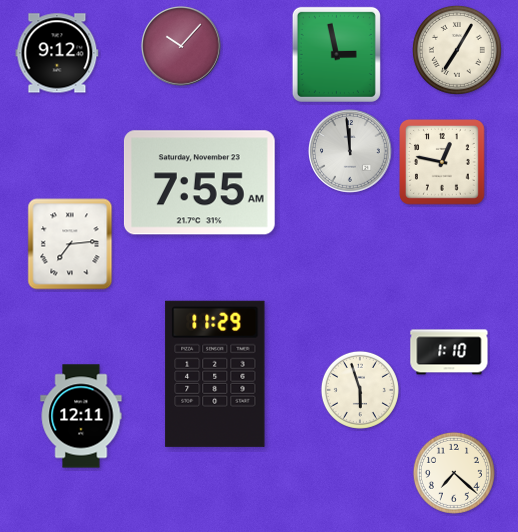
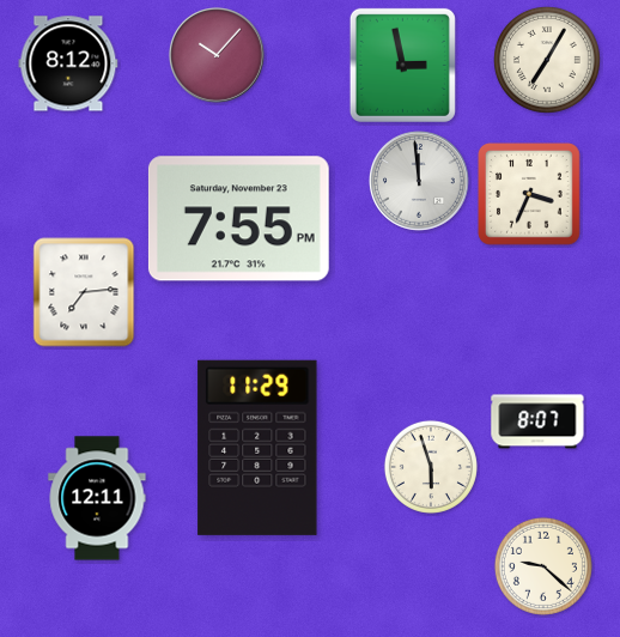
clock at (57, 53): 9:12 -> 8:12
clock at (443, 163): 12:47 -> 3:34
clock at (199, 183): 7:55 AM -> 7:55 PM
clock at (449, 352): 1:10 -> 8:07
clock at (454, 473): 7:22 -> 9:22
